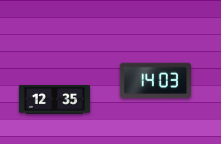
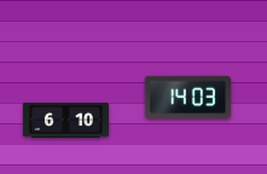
clock at (54, 100): 12:35 -> 6:10
